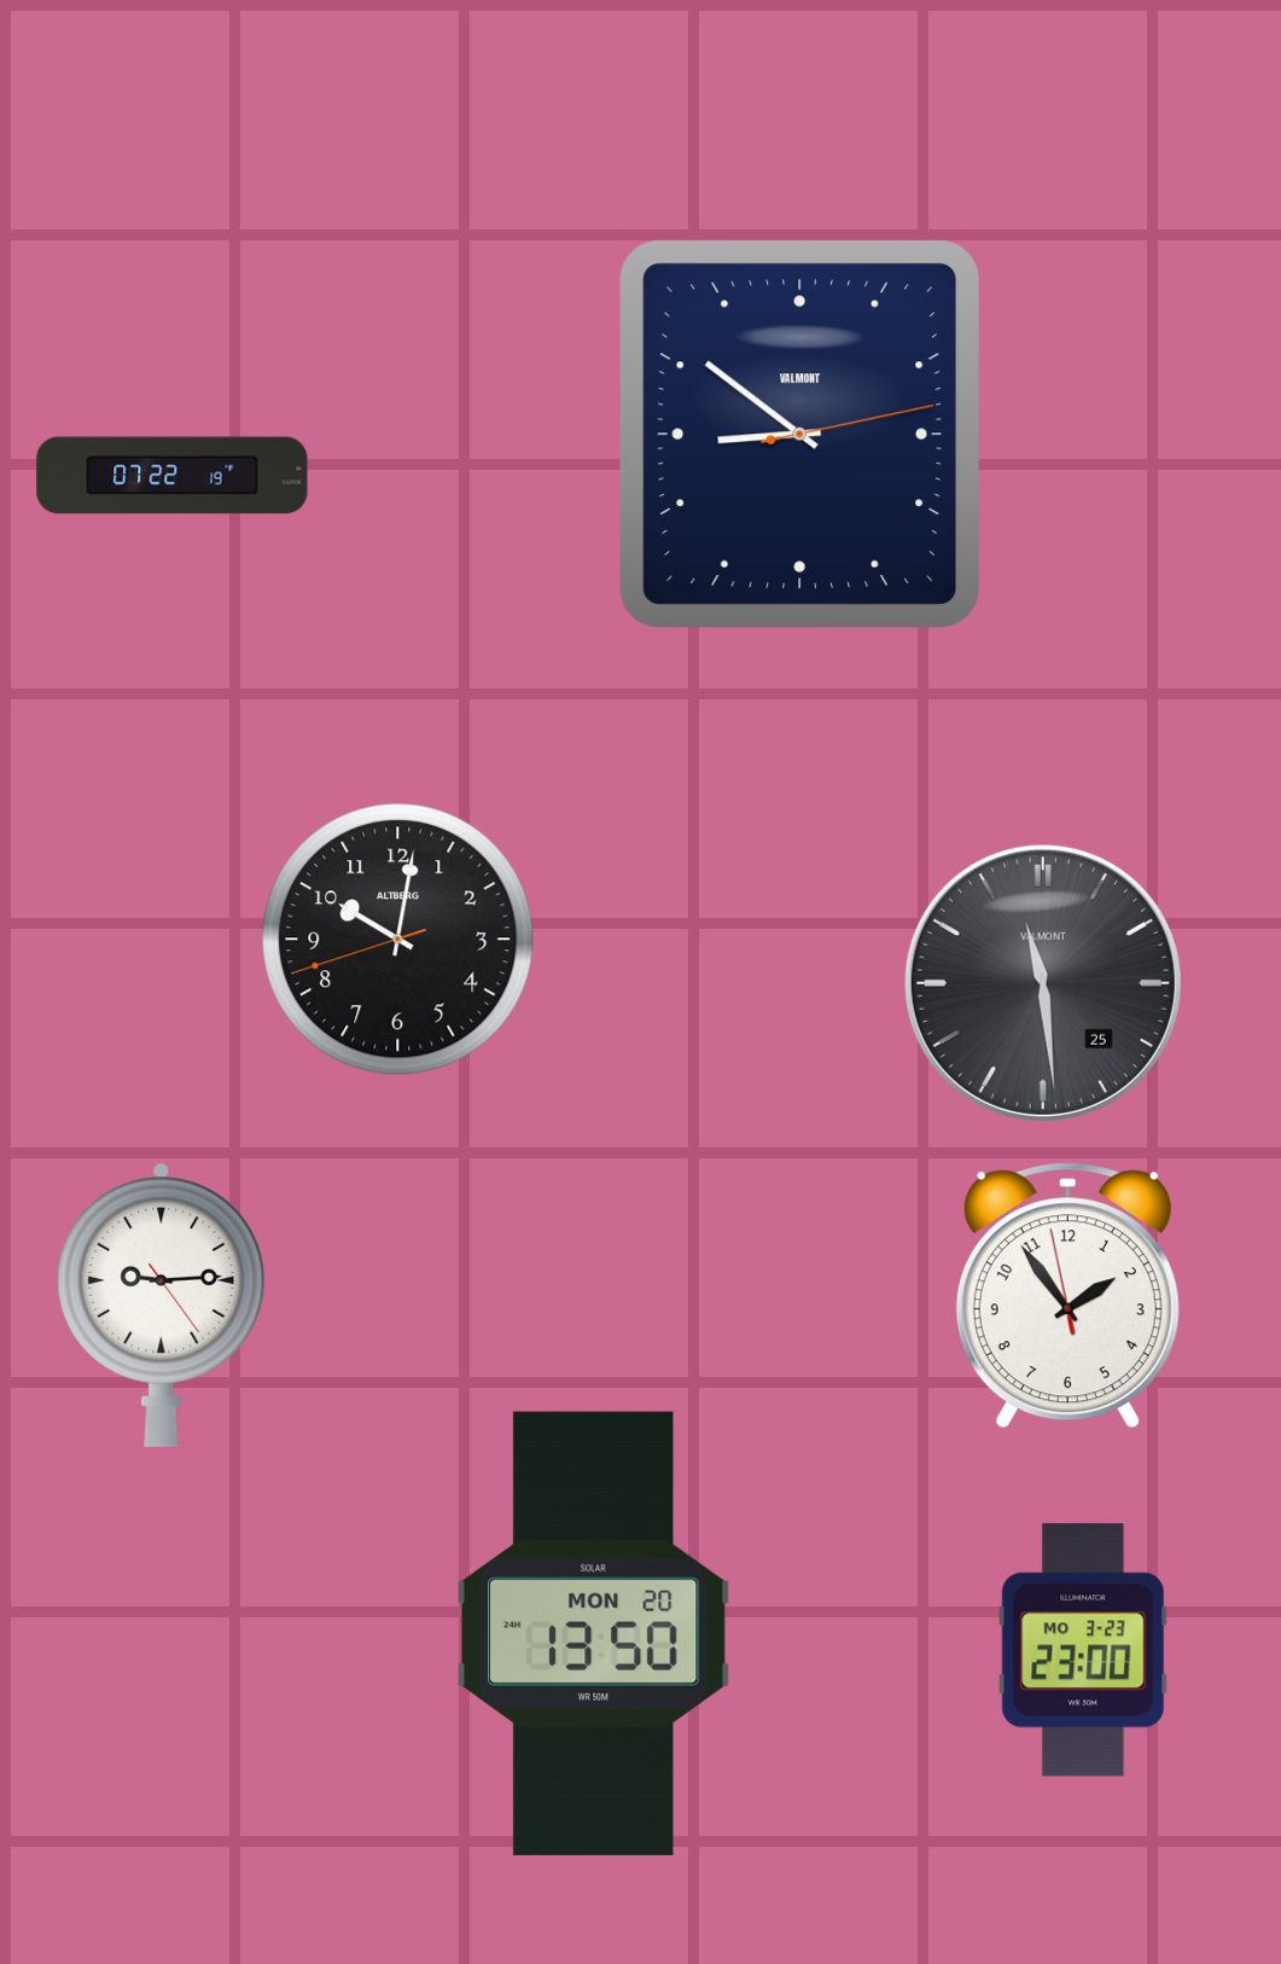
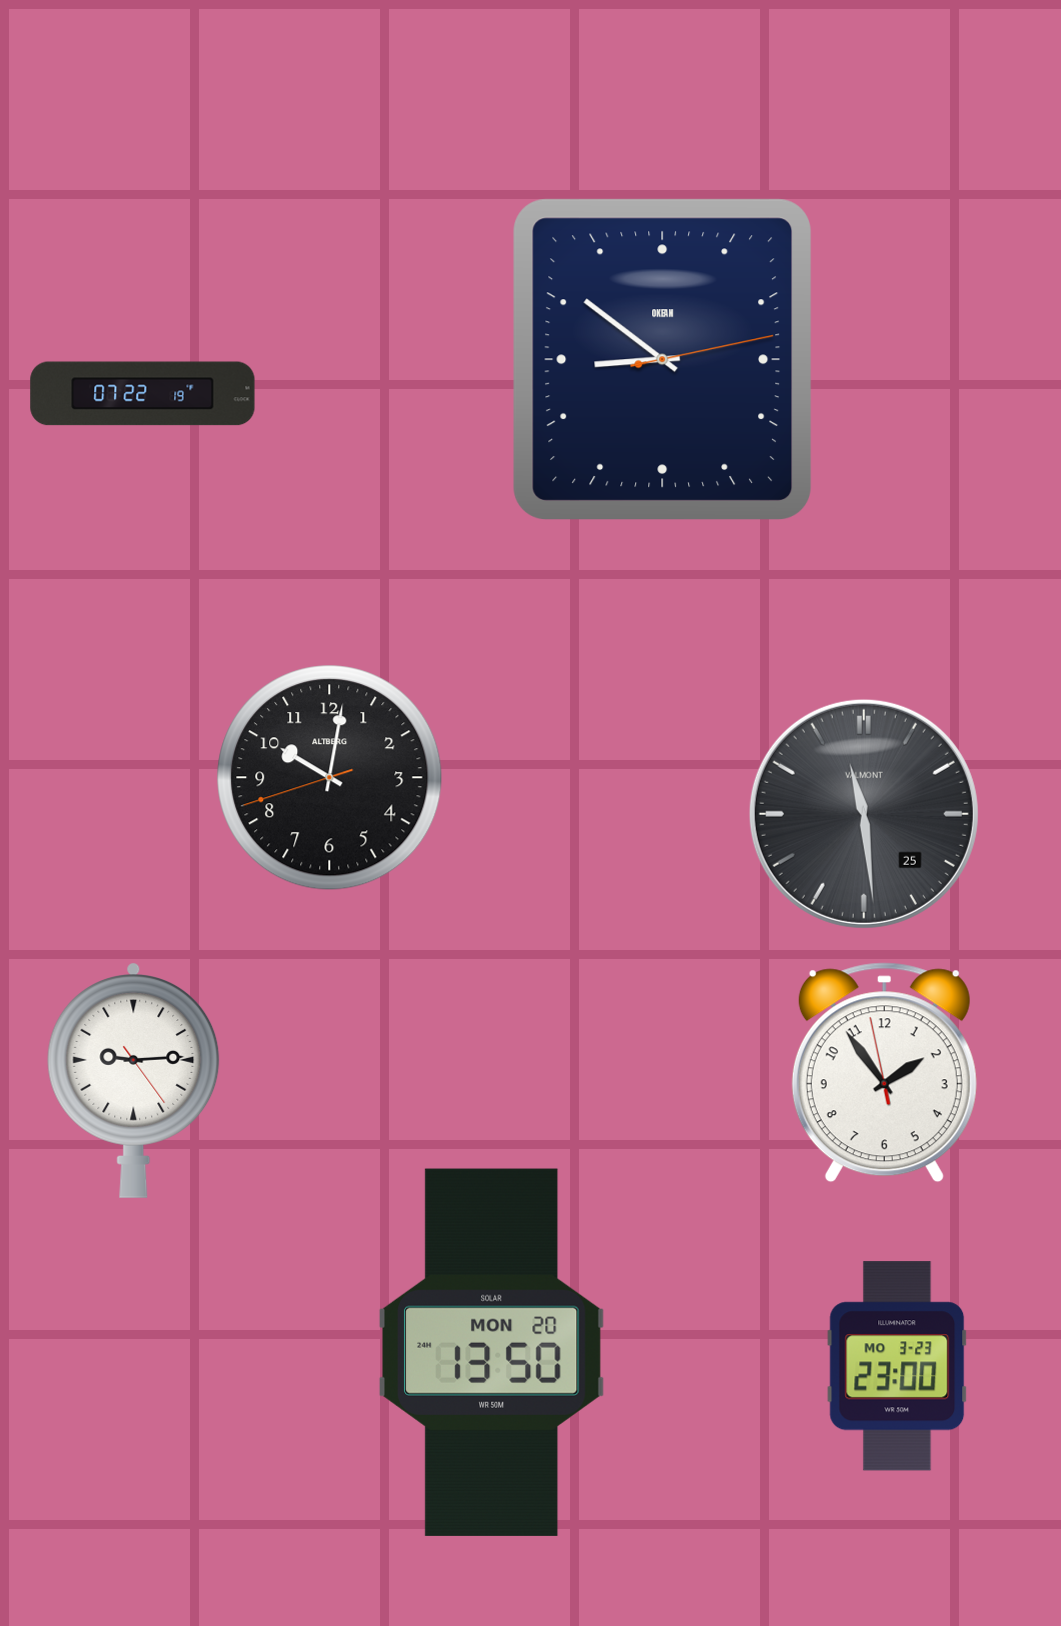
clock at (799, 434) brand: VALMONT -> OKEAN
